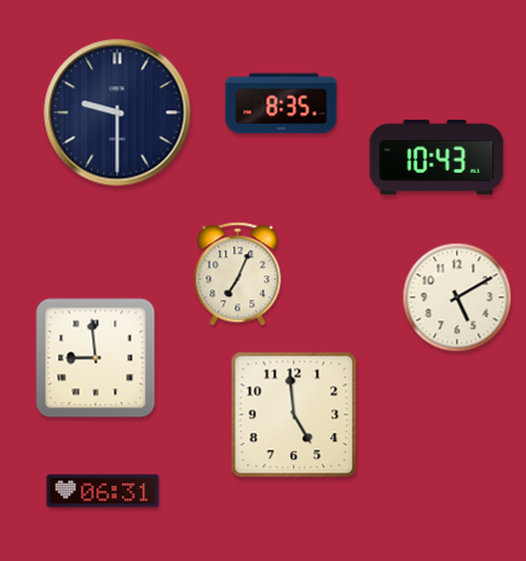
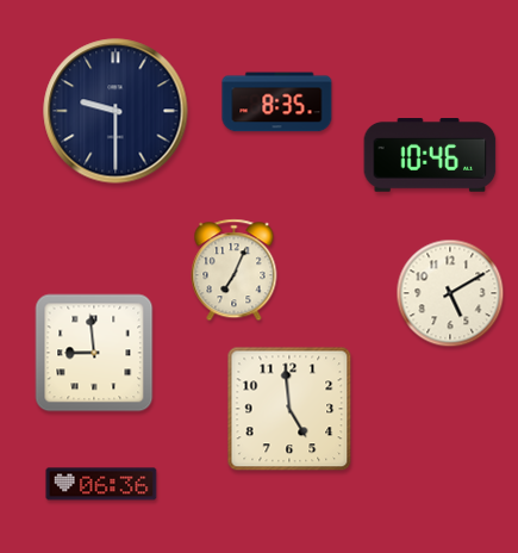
clock at (437, 158): 10:43 -> 10:46
clock at (103, 491): 06:31 -> 06:36
